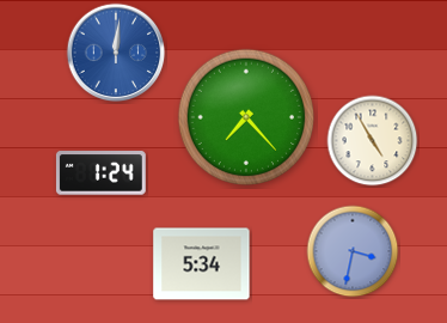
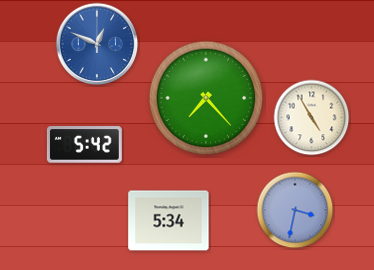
clock at (116, 53): 12:01 -> 12:49
clock at (100, 173): 1:24 -> 5:42
